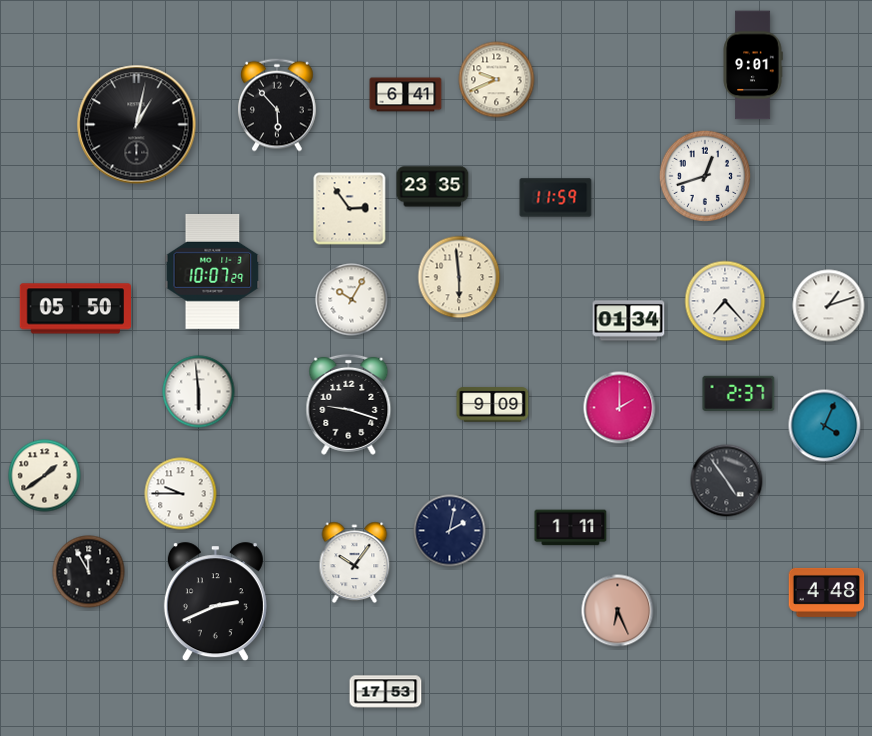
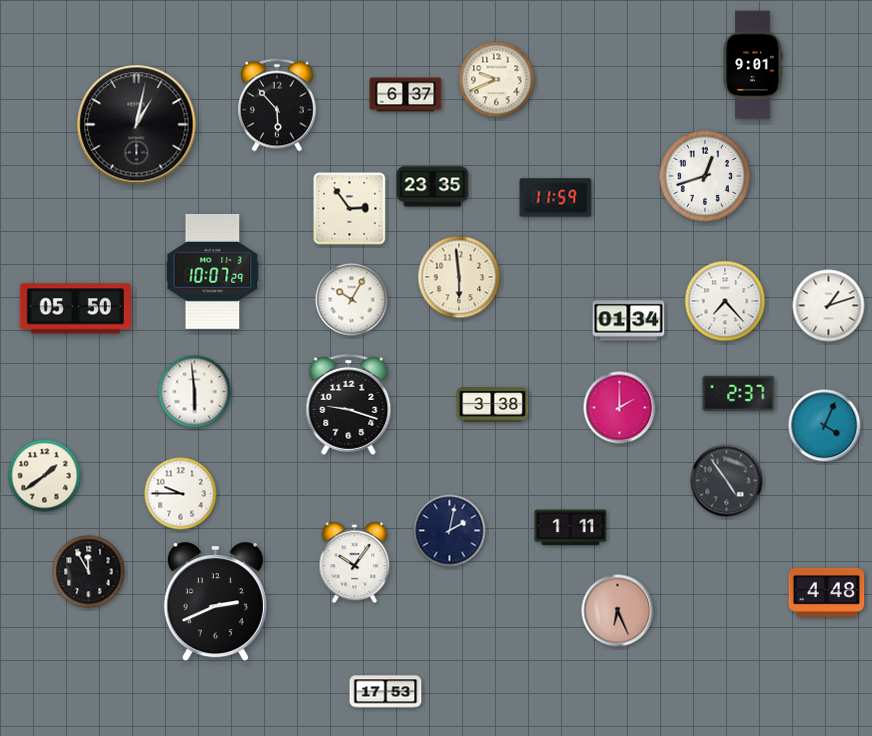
clock at (406, 95): 6:41 -> 6:37
clock at (199, 392) position: (199, 392) -> (195, 392)
clock at (493, 405): 9:09 -> 3:38
